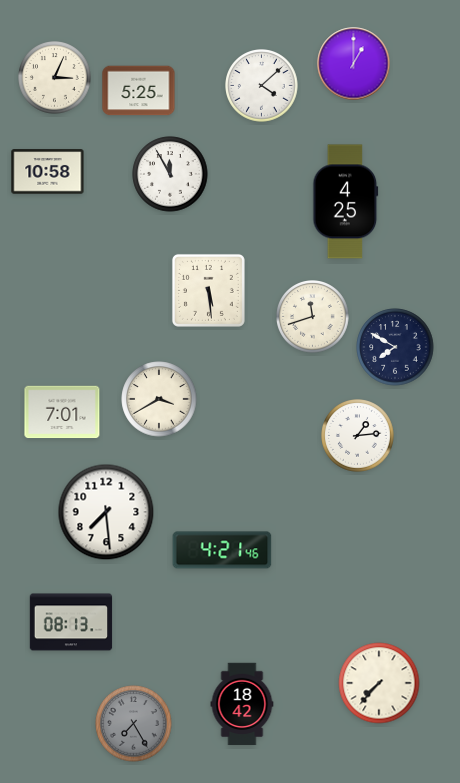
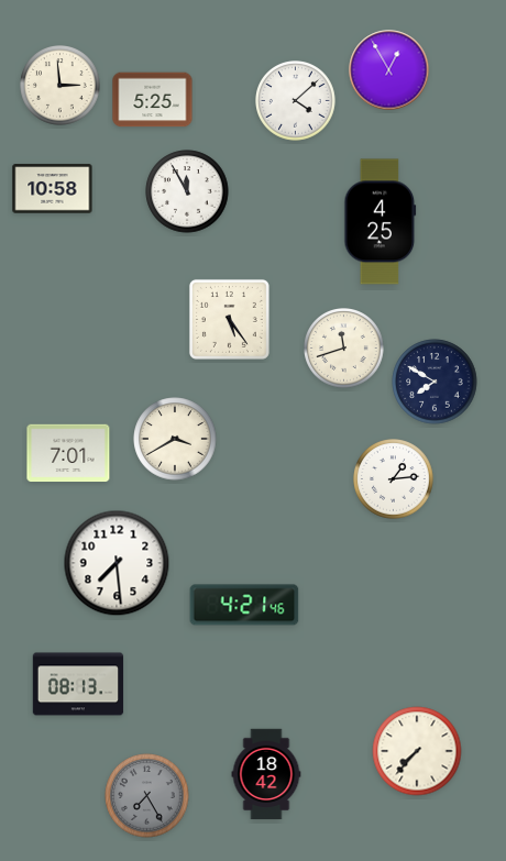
clock at (354, 64): 1:00 -> 12:55
clock at (55, 78): 3:04 -> 2:59
clock at (262, 86) position: (262, 86) -> (296, 101)
clock at (208, 290): 5:29 -> 5:24
